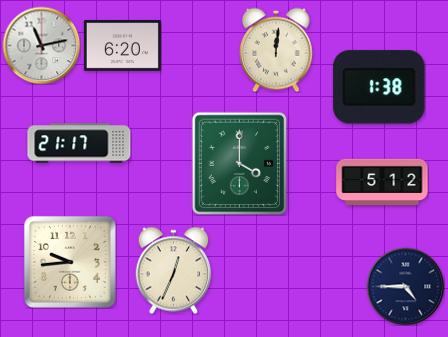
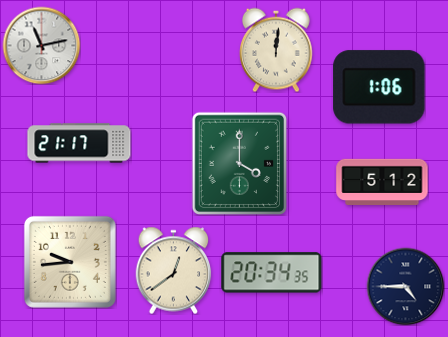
clock at (122, 46): 6:20 -> none
clock at (379, 87): 1:38 -> 1:06
clock at (174, 270): 12:34 -> 12:39
clock at (272, 273): none -> 20:34
